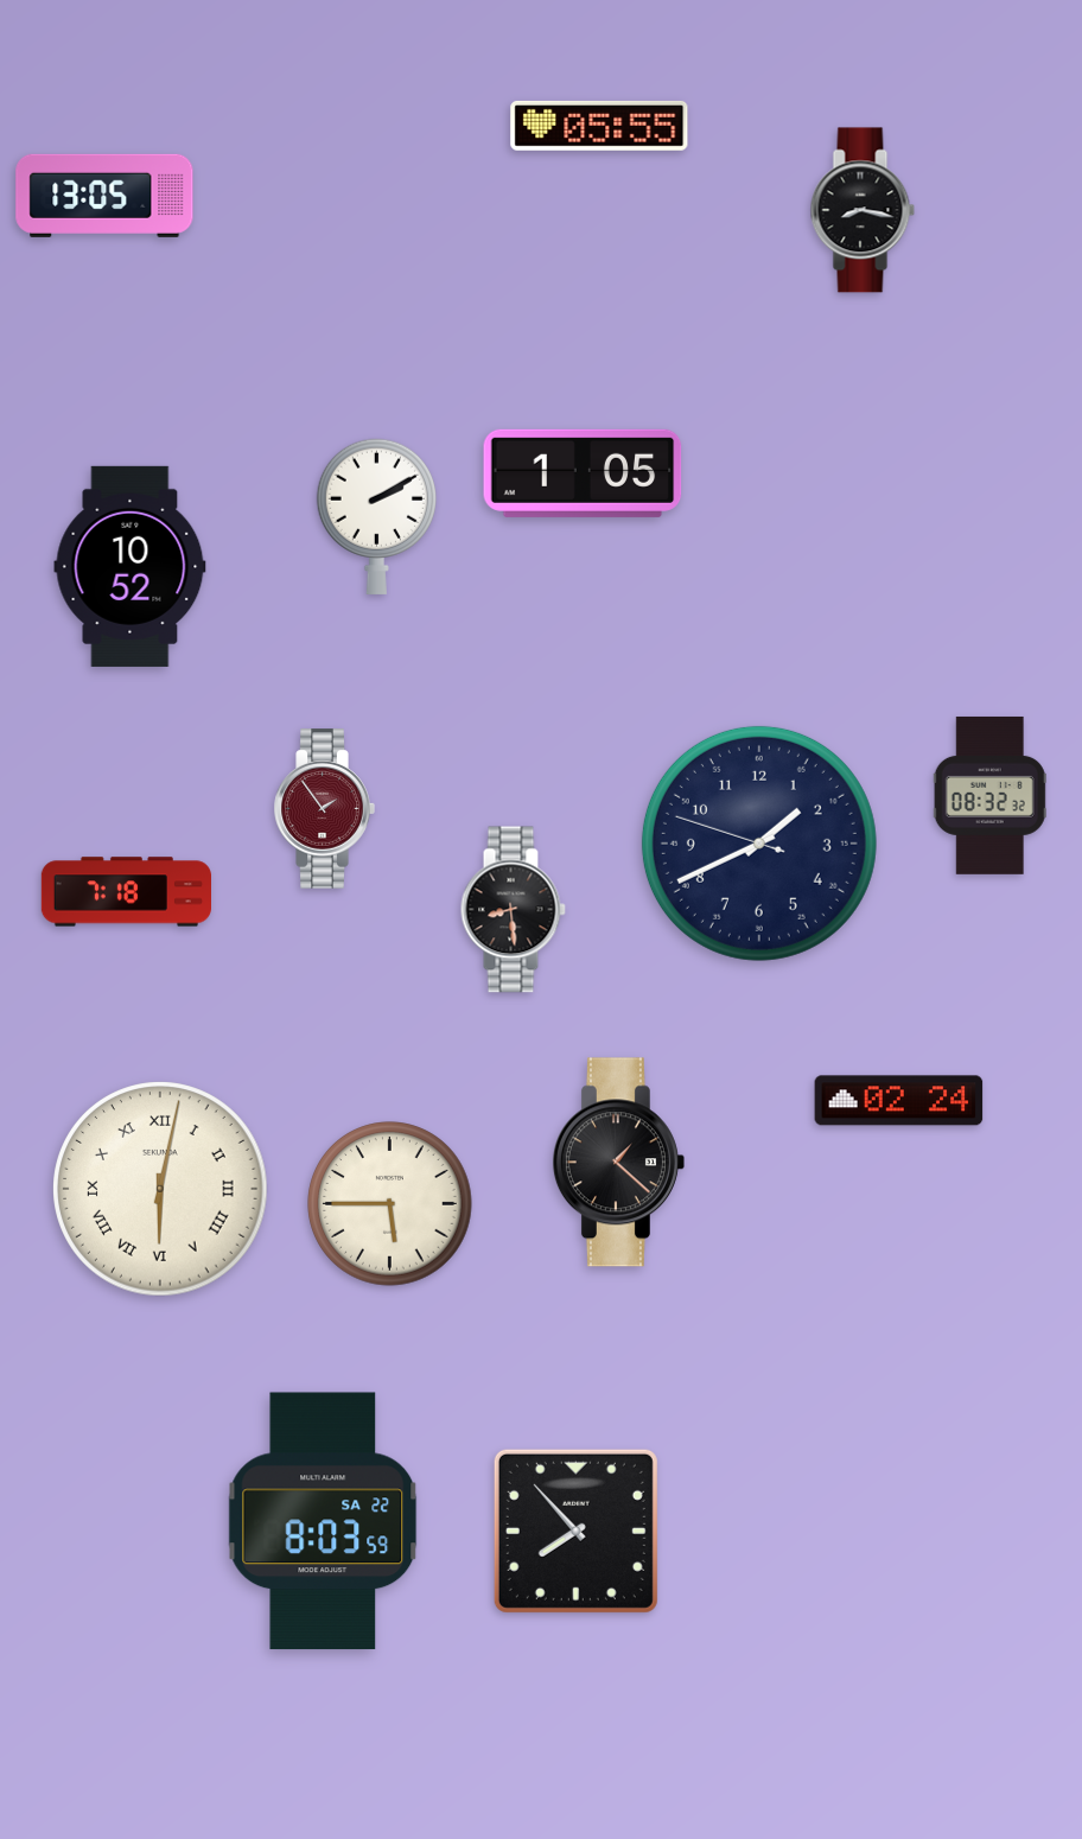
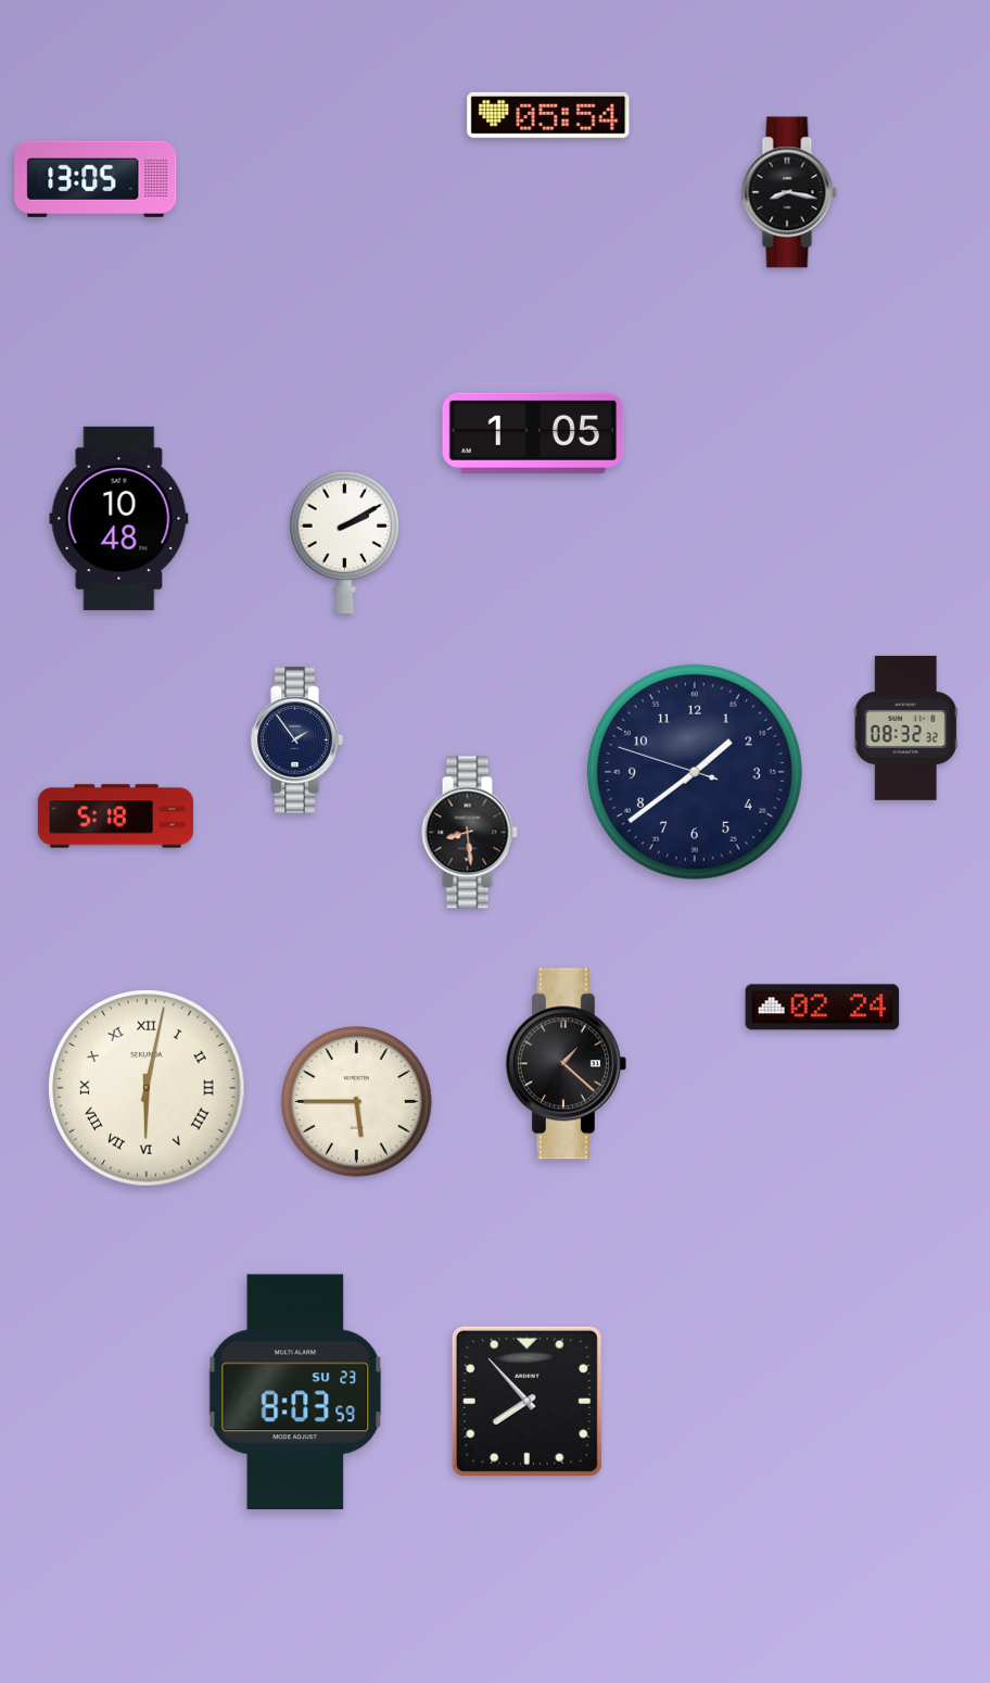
clock at (599, 126): 05:55 -> 05:54
clock at (376, 516) position: (376, 516) -> (344, 542)
clock at (131, 566): 10:52 -> 10:48
clock at (324, 809) dial: burgundy -> navy
clock at (759, 844): 1:40 -> 1:38
clock at (126, 892): 7:18 -> 5:18
clock at (323, 1521) date: SA 22 -> SU 23
